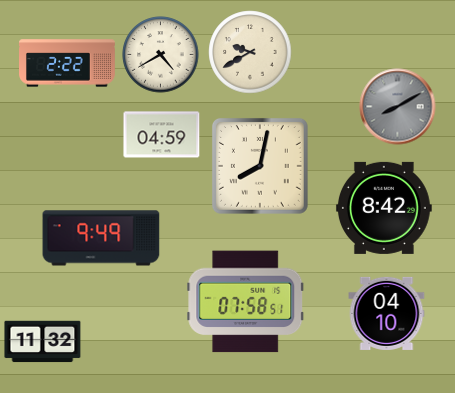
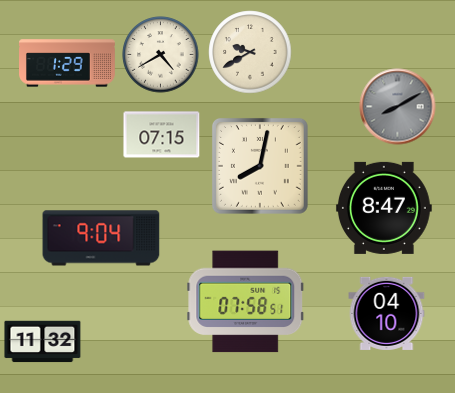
clock at (67, 63): 2:22 -> 1:29
clock at (162, 135): 04:59 -> 07:15
clock at (384, 208): 8:42 -> 8:47
clock at (101, 238): 9:49 -> 9:04
